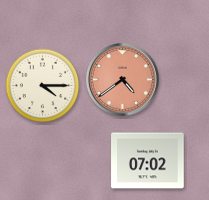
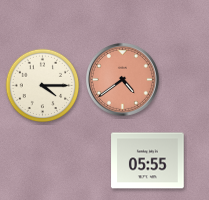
clock at (148, 161): 07:02 -> 05:55
